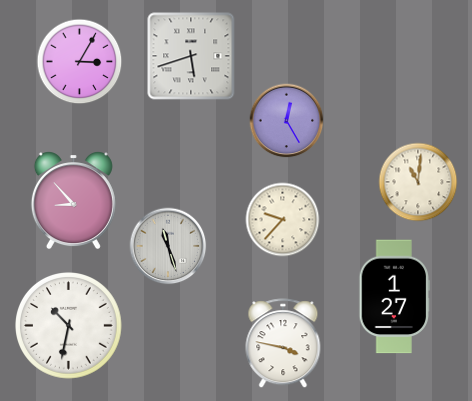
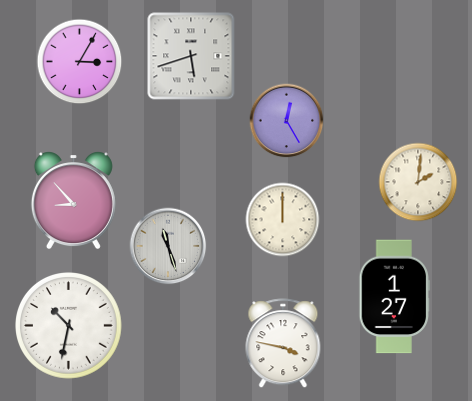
clock at (418, 182): 11:01 -> 2:01
clock at (283, 220): 9:37 -> 12:00
